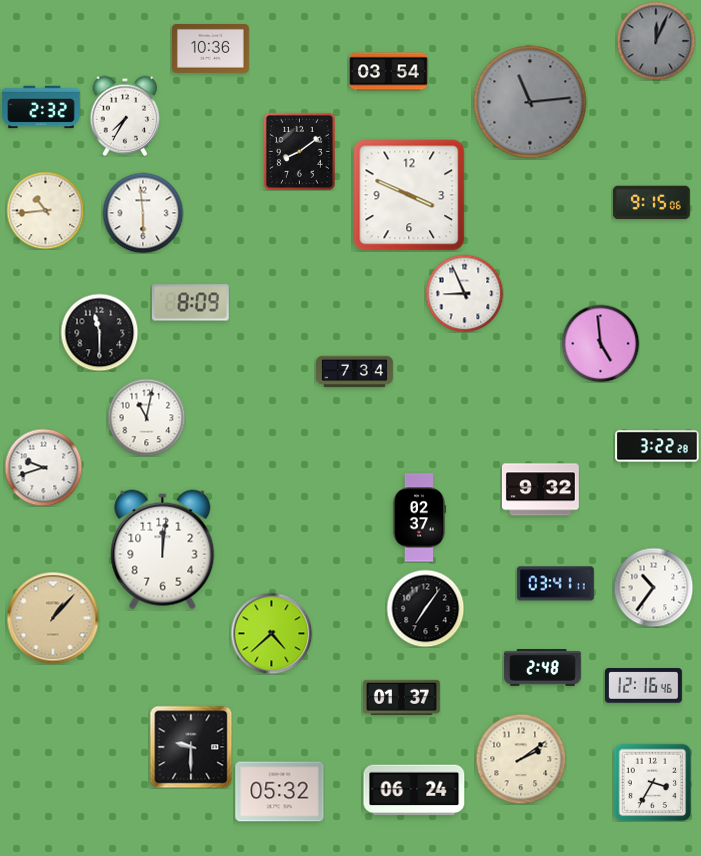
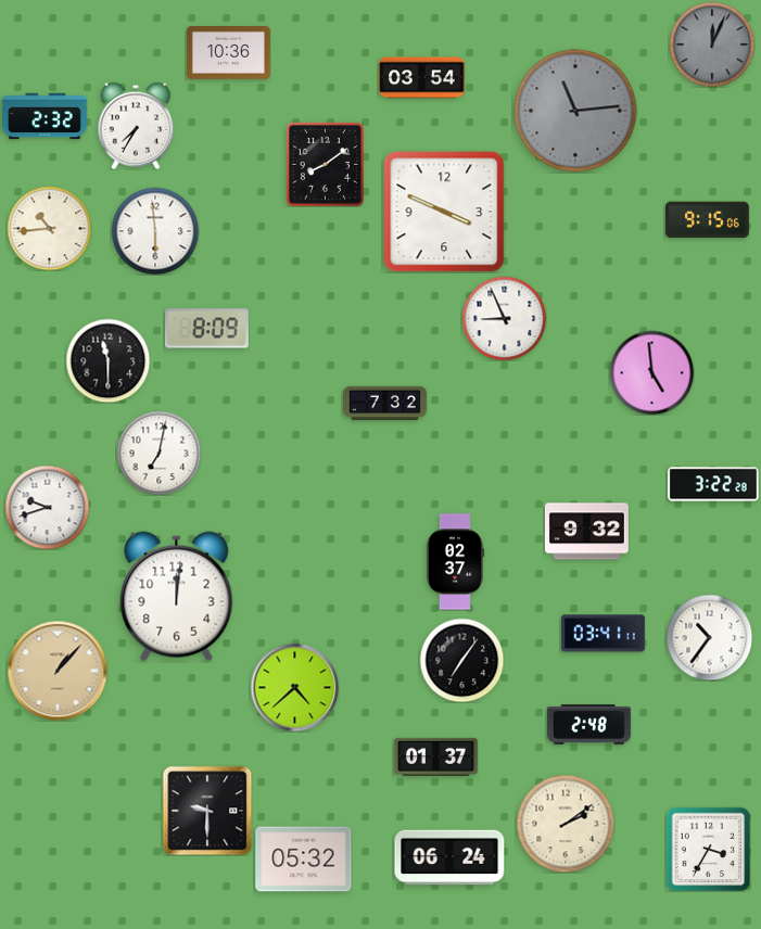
clock at (355, 372): 7:34 -> 7:32
clock at (146, 417): 11:02 -> 7:02
clock at (643, 686): 12:16 -> none
